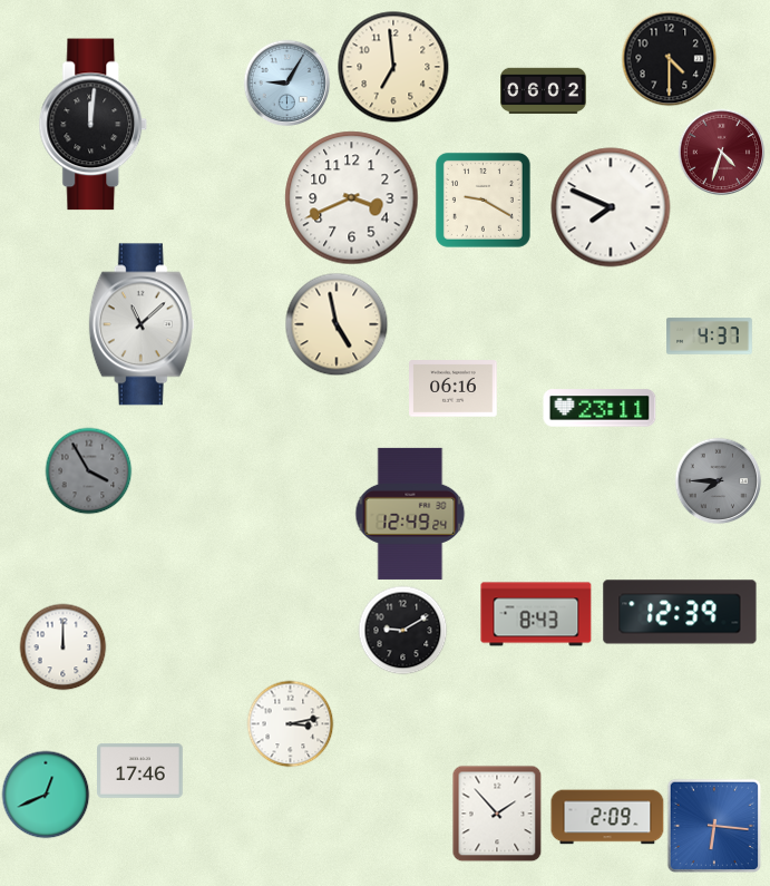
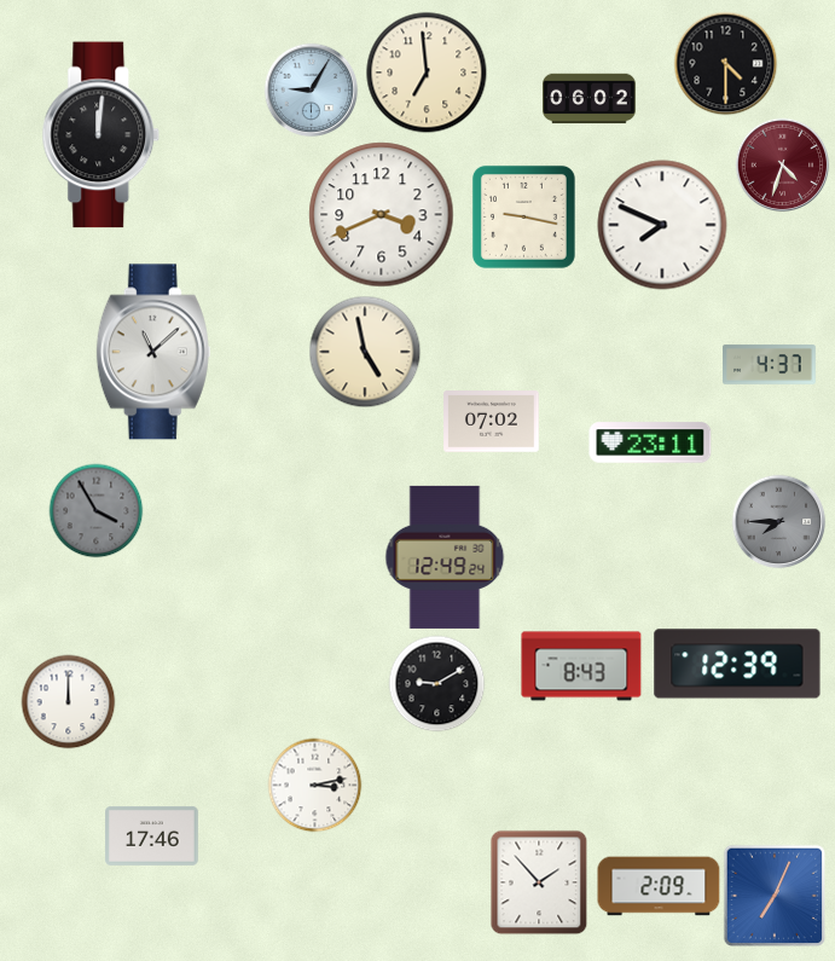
clock at (483, 199): 9:20 -> 9:17
clock at (454, 389): 06:16 -> 07:02
clock at (46, 795): 12:41 -> none
clock at (713, 825): 6:16 -> 7:04
